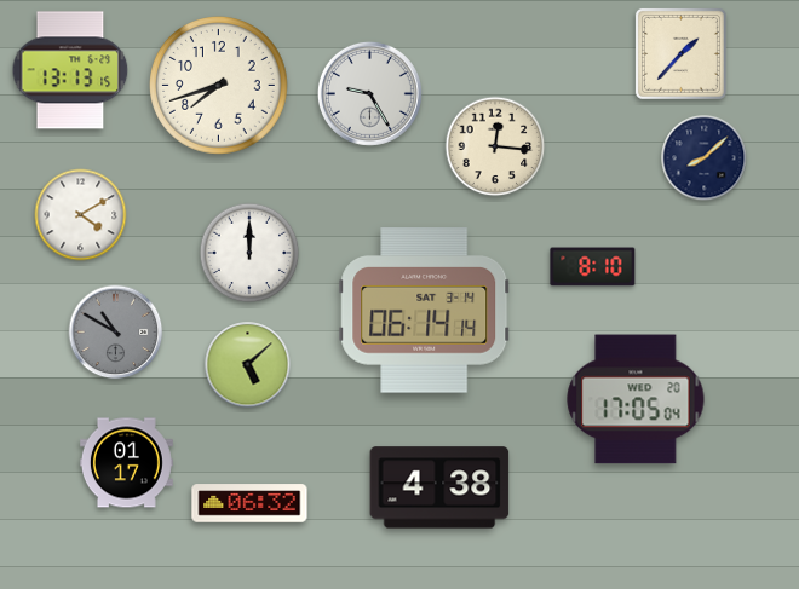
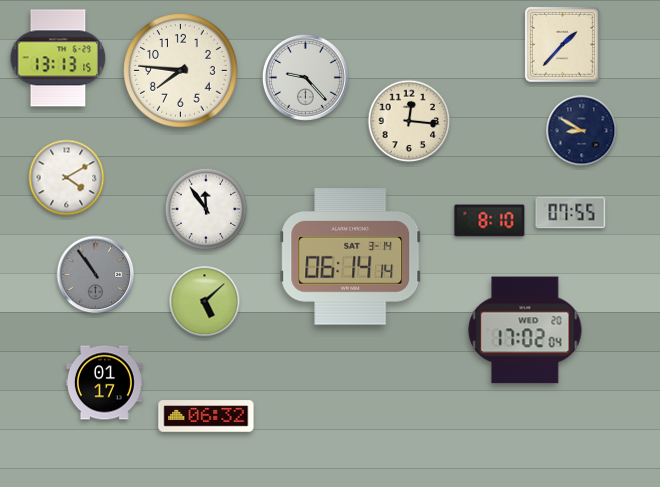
clock at (219, 86): 7:42 -> 7:46
clock at (369, 93): 9:25 -> 9:23
clock at (705, 158): 8:08 -> 8:50
clock at (249, 253): 12:00 -> 11:54
clock at (571, 213): none -> 07:55
clock at (116, 333): 10:50 -> 10:54
clock at (636, 399): 17:05 -> 17:02
clock at (439, 487): 4:38 -> none
